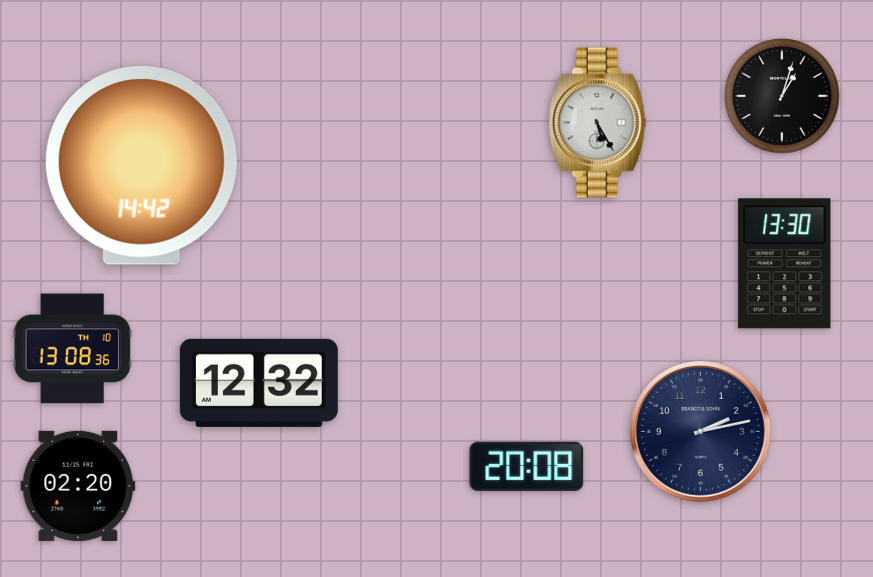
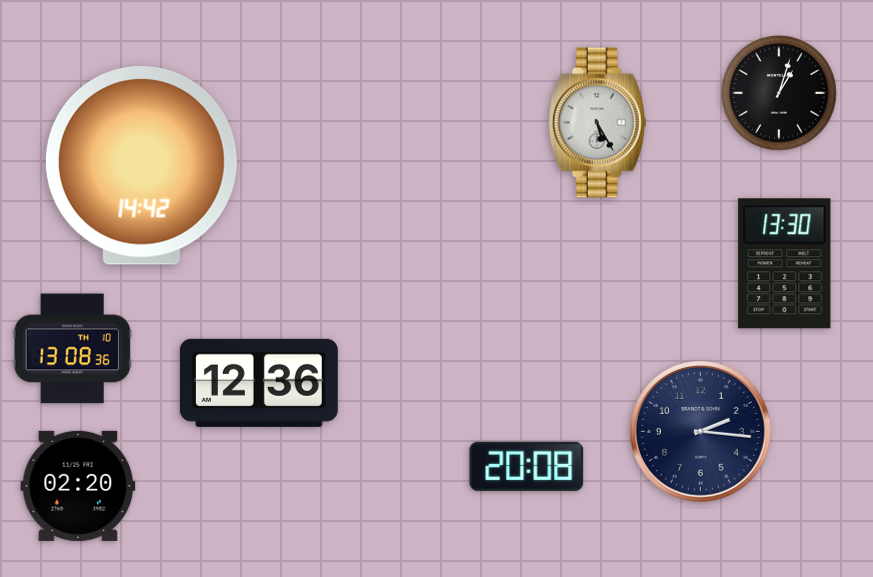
clock at (783, 97) position: (783, 97) -> (780, 94)
clock at (259, 383): 12:32 -> 12:36
clock at (701, 432): 2:13 -> 2:16
